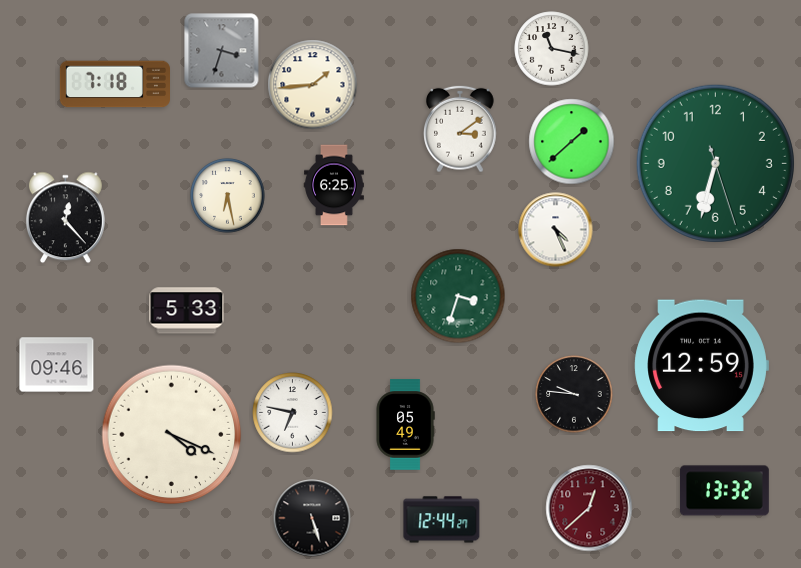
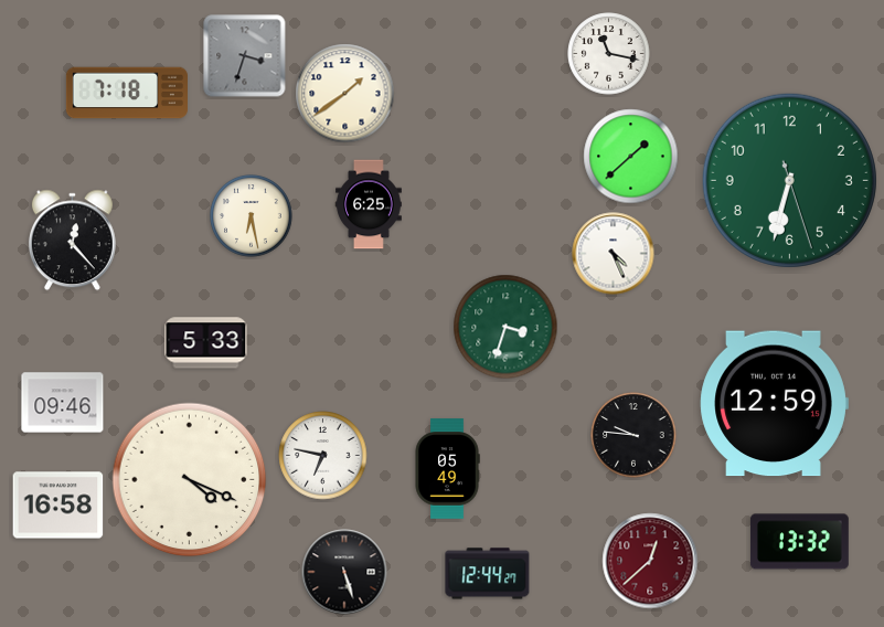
clock at (313, 85): 1:44 -> 1:39
clock at (461, 129): 3:09 -> none
clock at (58, 506): none -> 16:58
